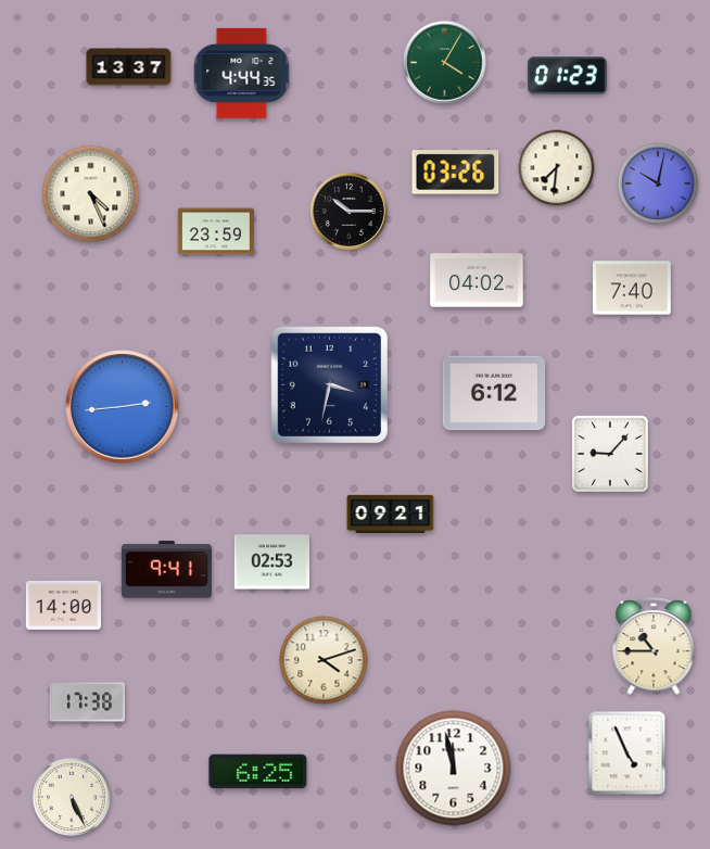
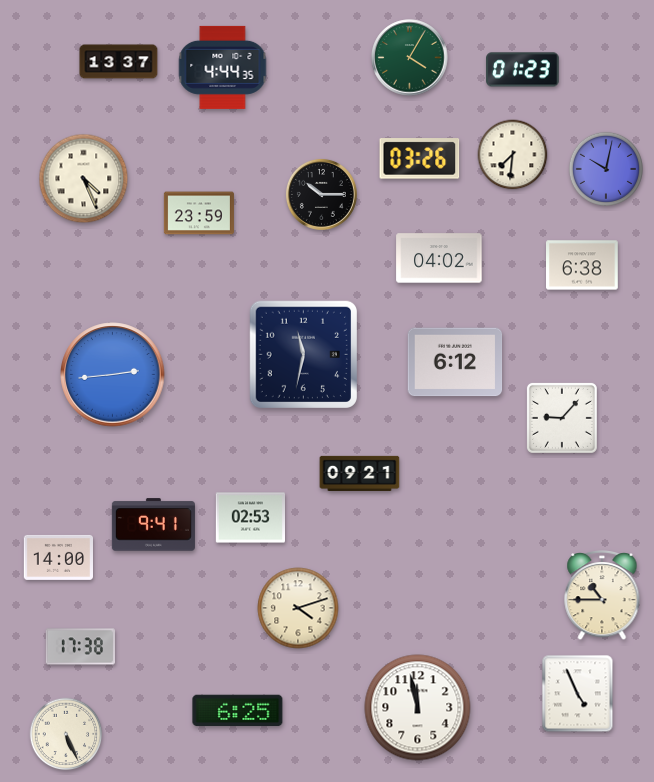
clock at (632, 288): 7:40 -> 6:38
clock at (329, 384): 3:32 -> 11:32
